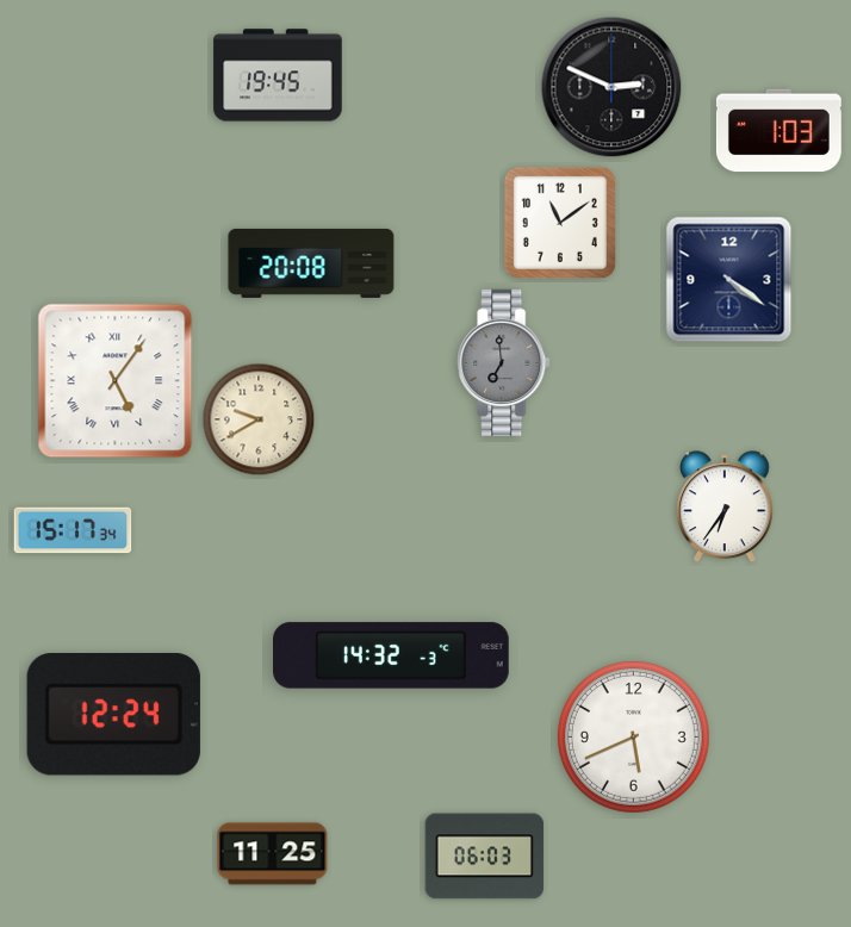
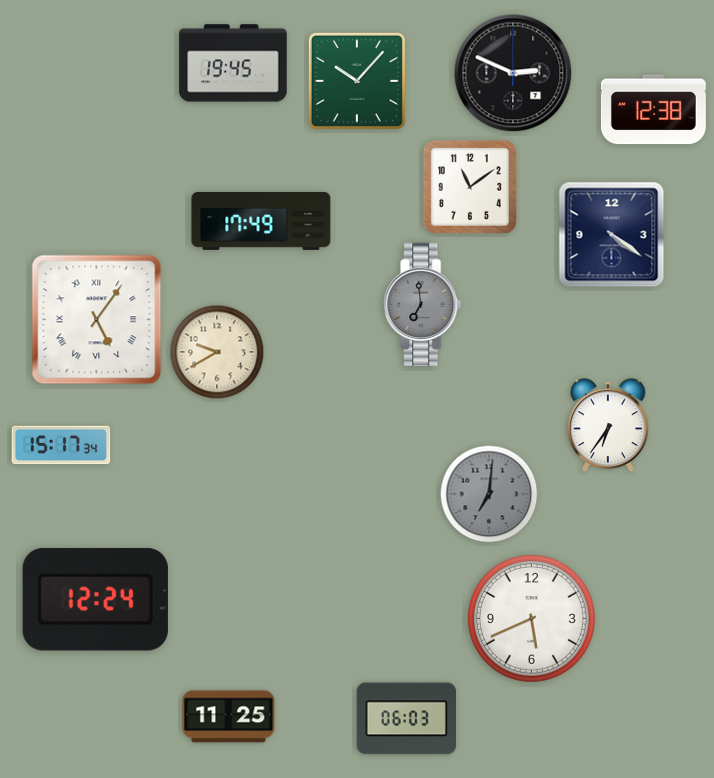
clock at (357, 81): none -> 10:07
clock at (778, 131): 1:03 -> 12:38
clock at (311, 263): 20:08 -> 17:49
clock at (489, 494): none -> 7:01
clock at (392, 655): 14:32 -> none
